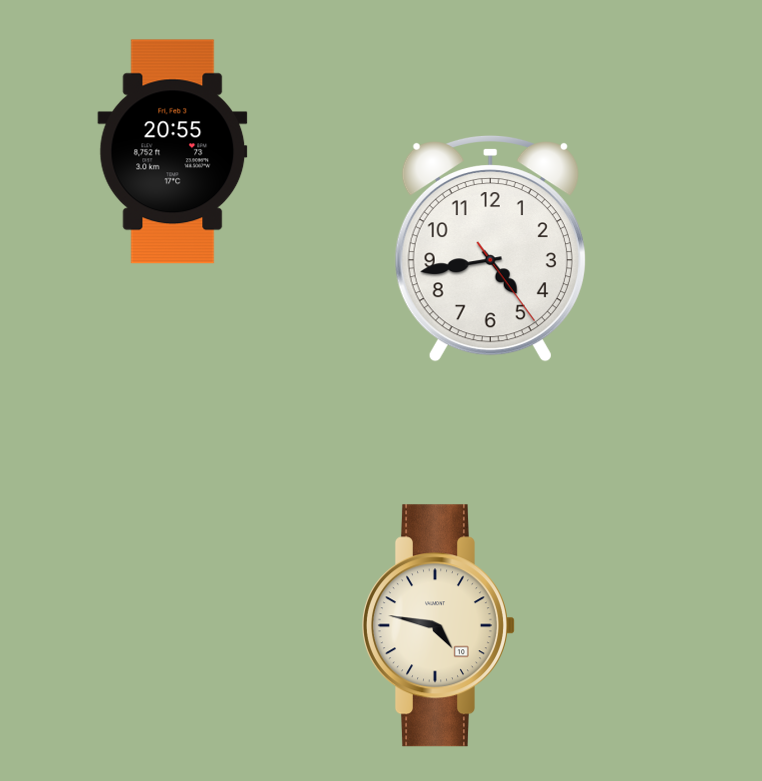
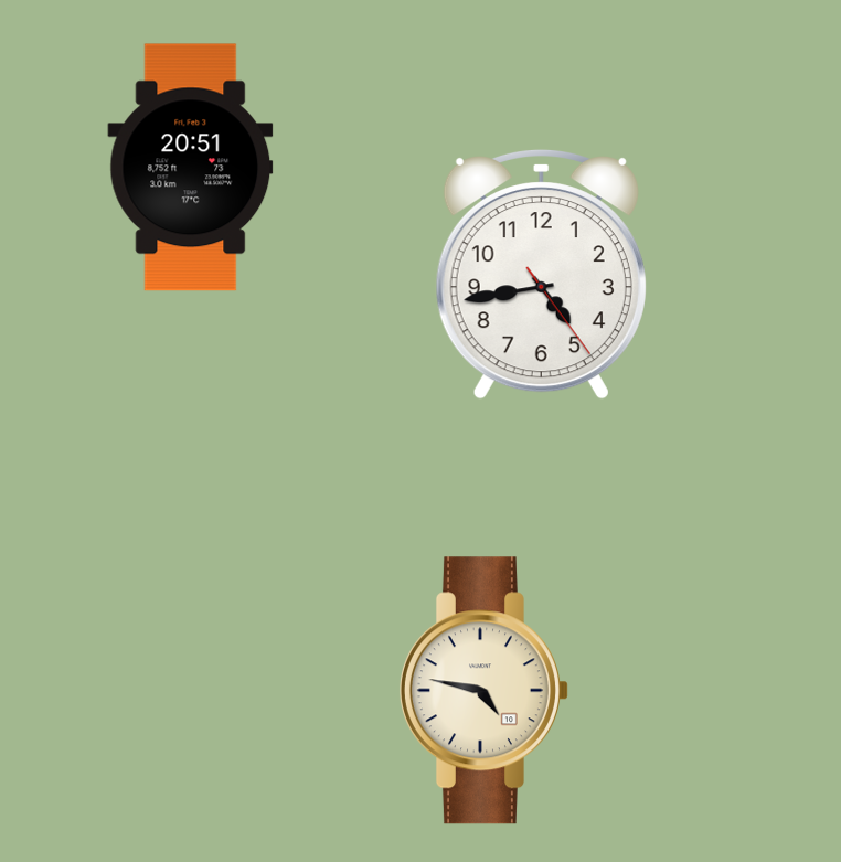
clock at (173, 152): 20:55 -> 20:51
